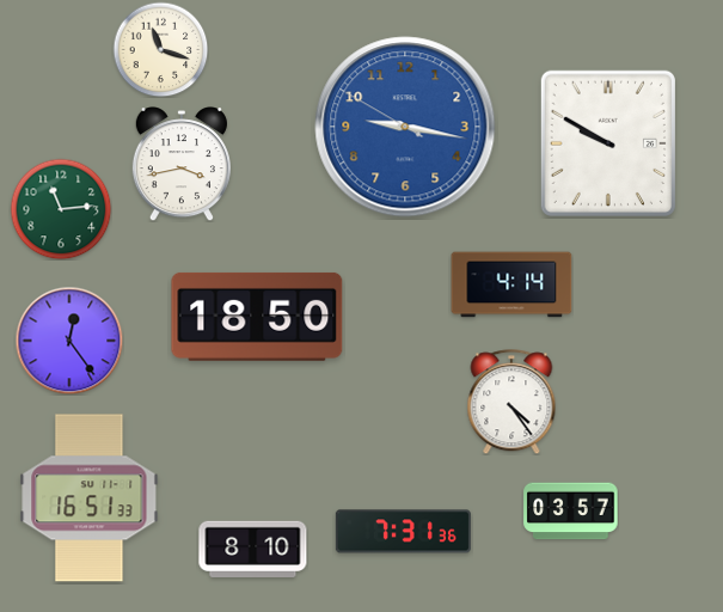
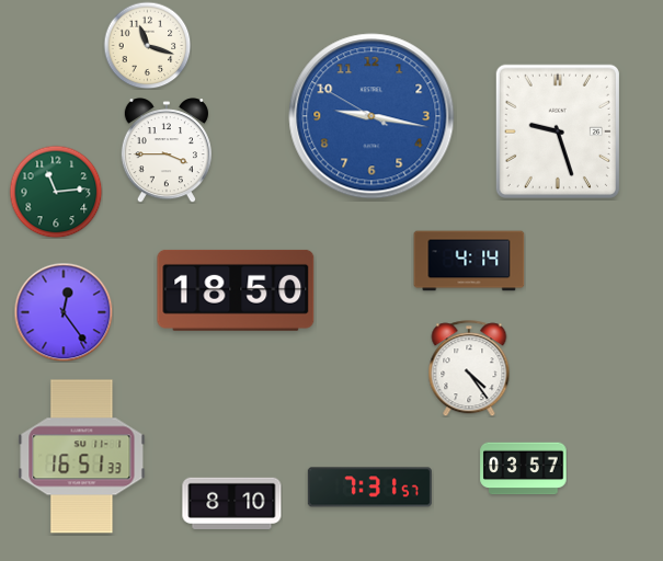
clock at (608, 143): 9:50 -> 9:27
clock at (182, 164): 3:43 -> 3:45
clock at (403, 532): 7:31:36 -> 7:31:57
